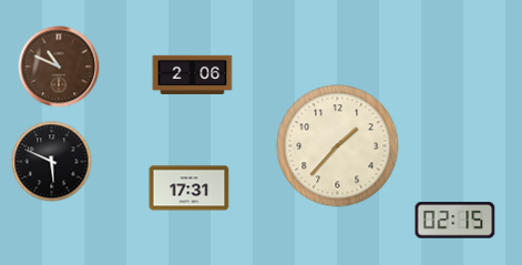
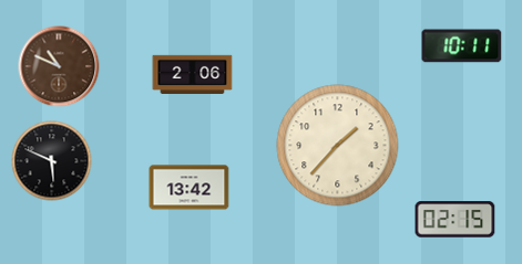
clock at (462, 46): none -> 10:11
clock at (190, 188): 17:31 -> 13:42
